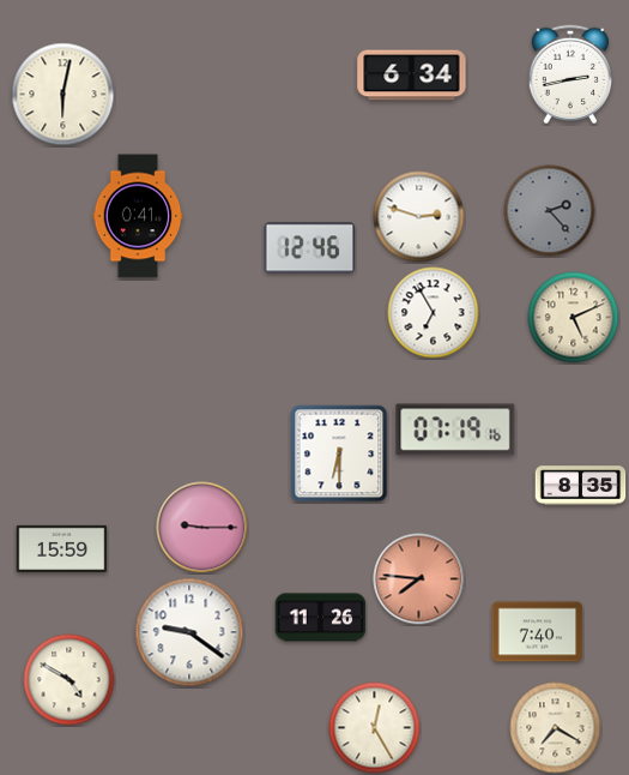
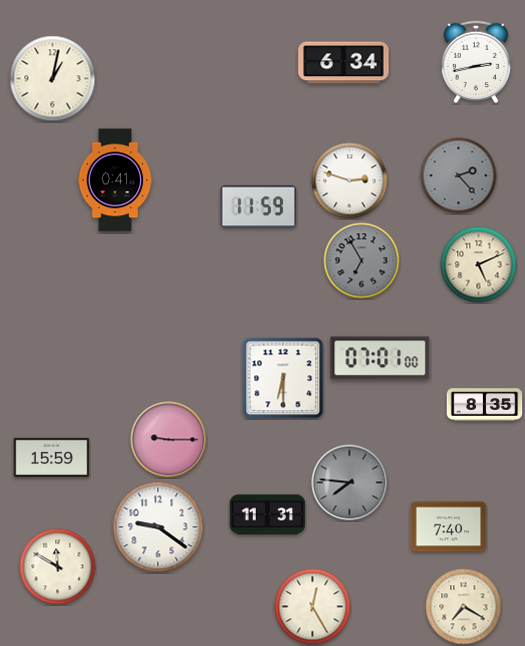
clock at (63, 95): 6:02 -> 1:02
clock at (310, 248): 12:46 -> 11:59
clock at (434, 313) dial: white -> grey
clock at (455, 429): 07:19 -> 07:01
clock at (419, 579) dial: salmon -> grey
clock at (321, 618): 11:26 -> 11:31
clock at (69, 680): 4:50 -> 11:50
